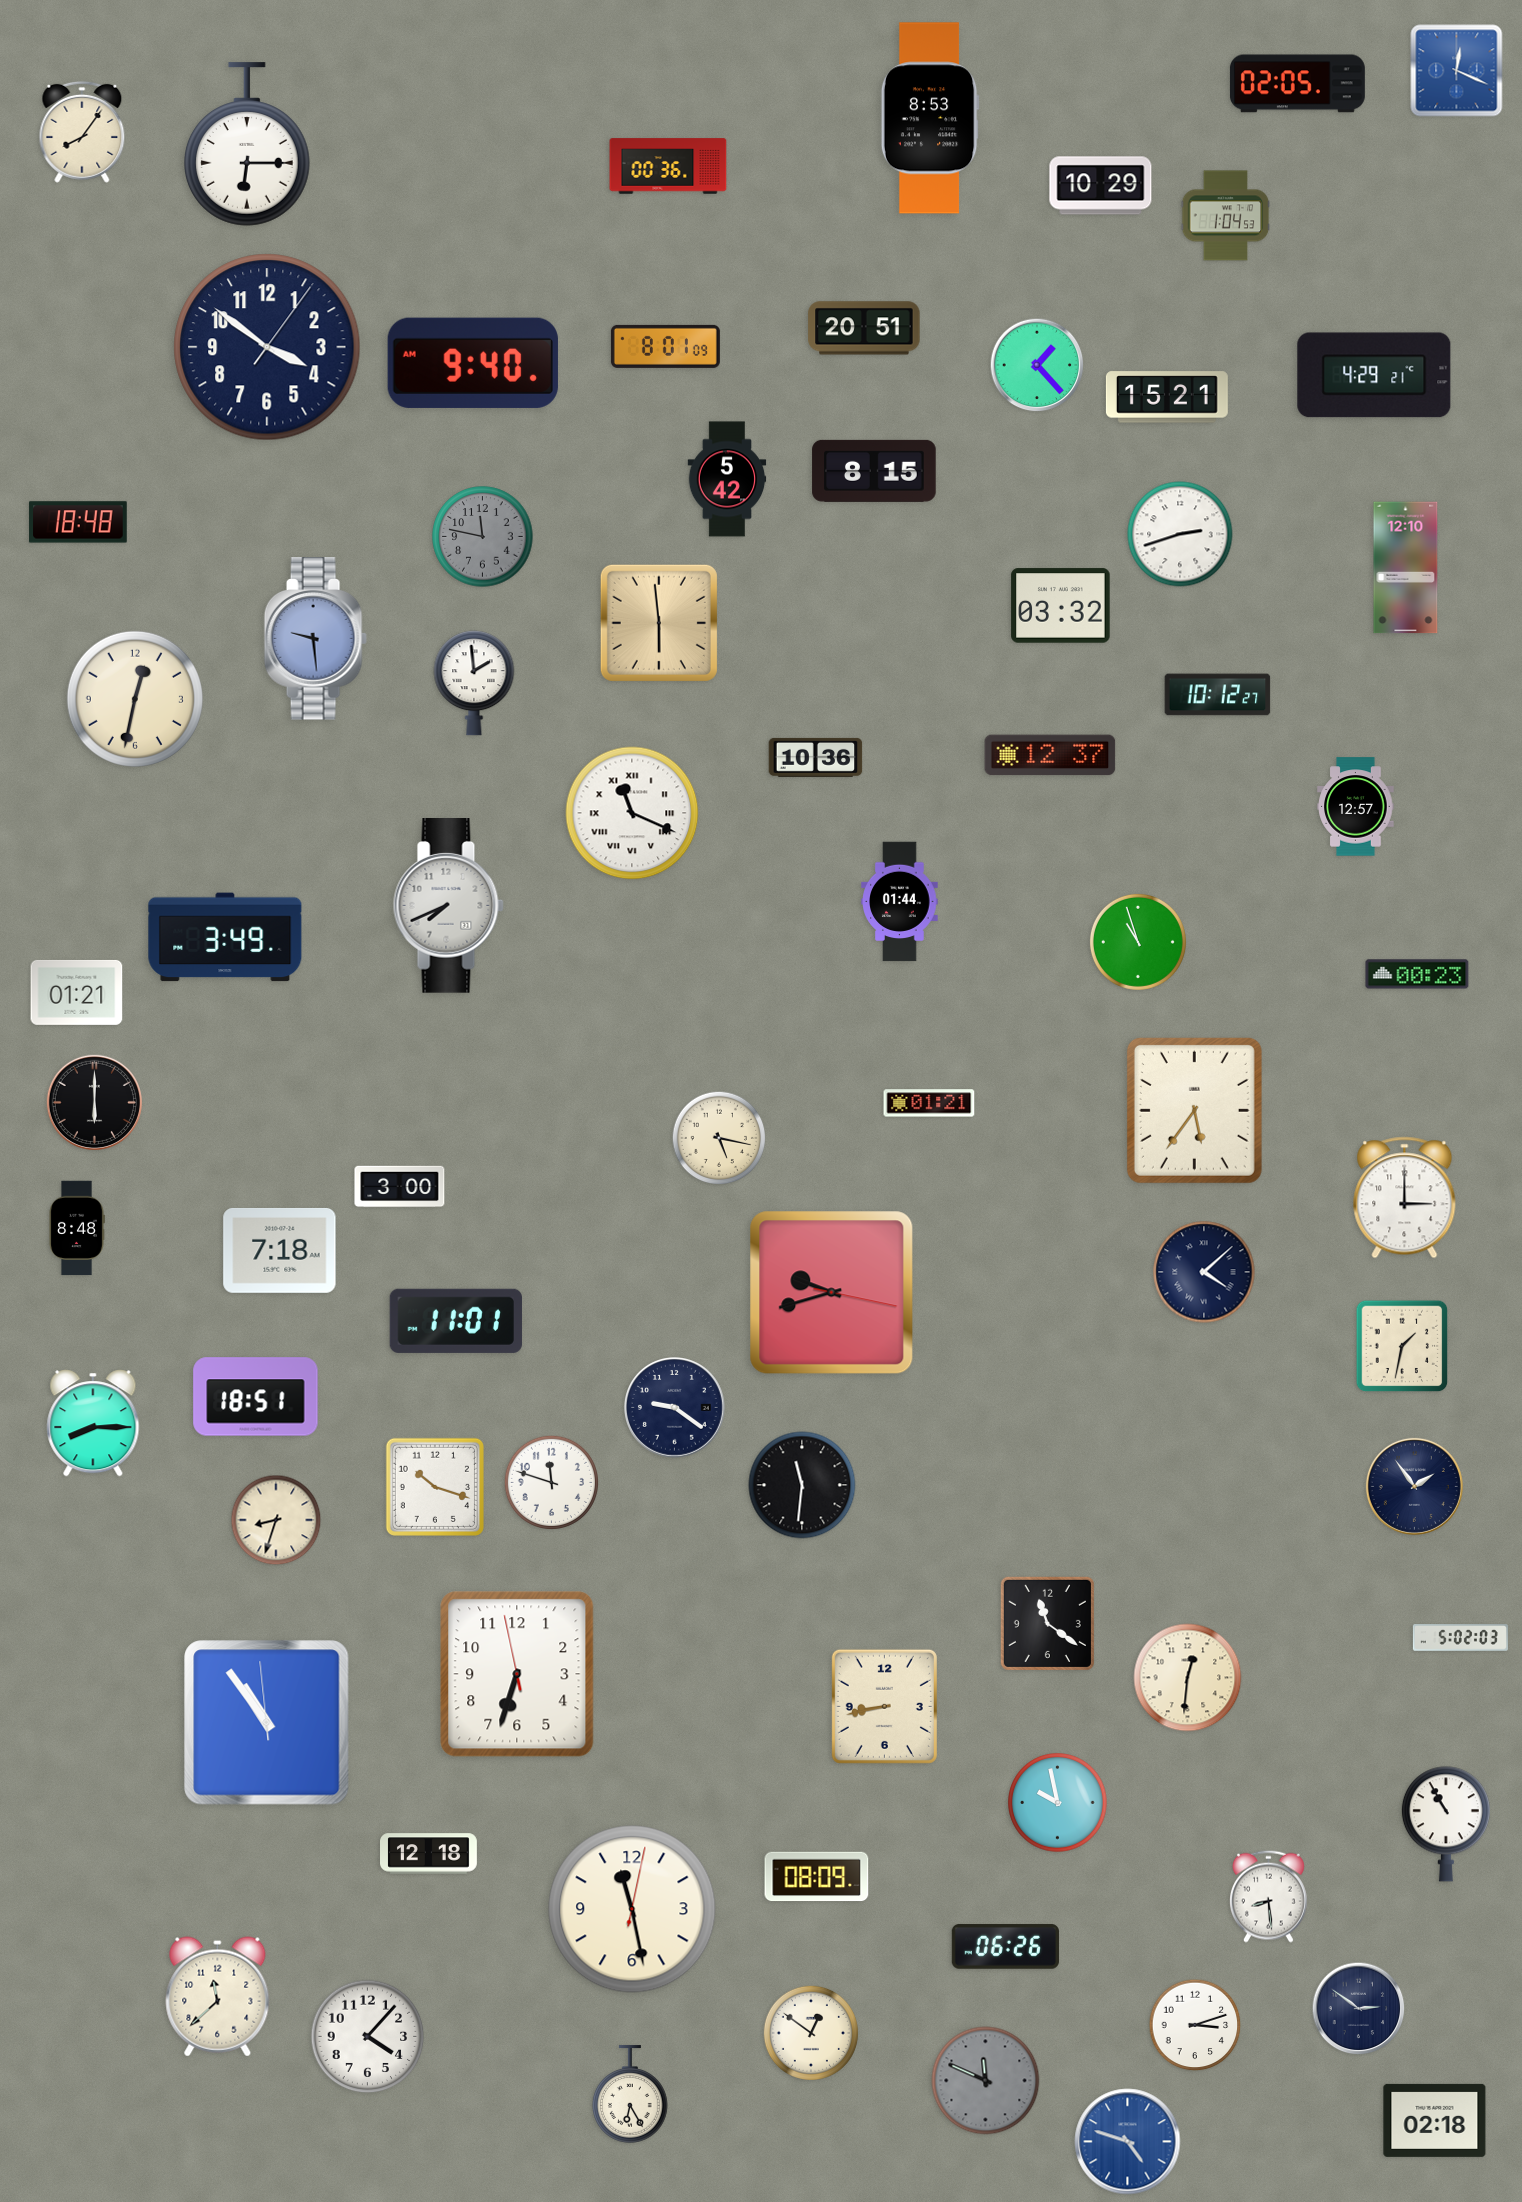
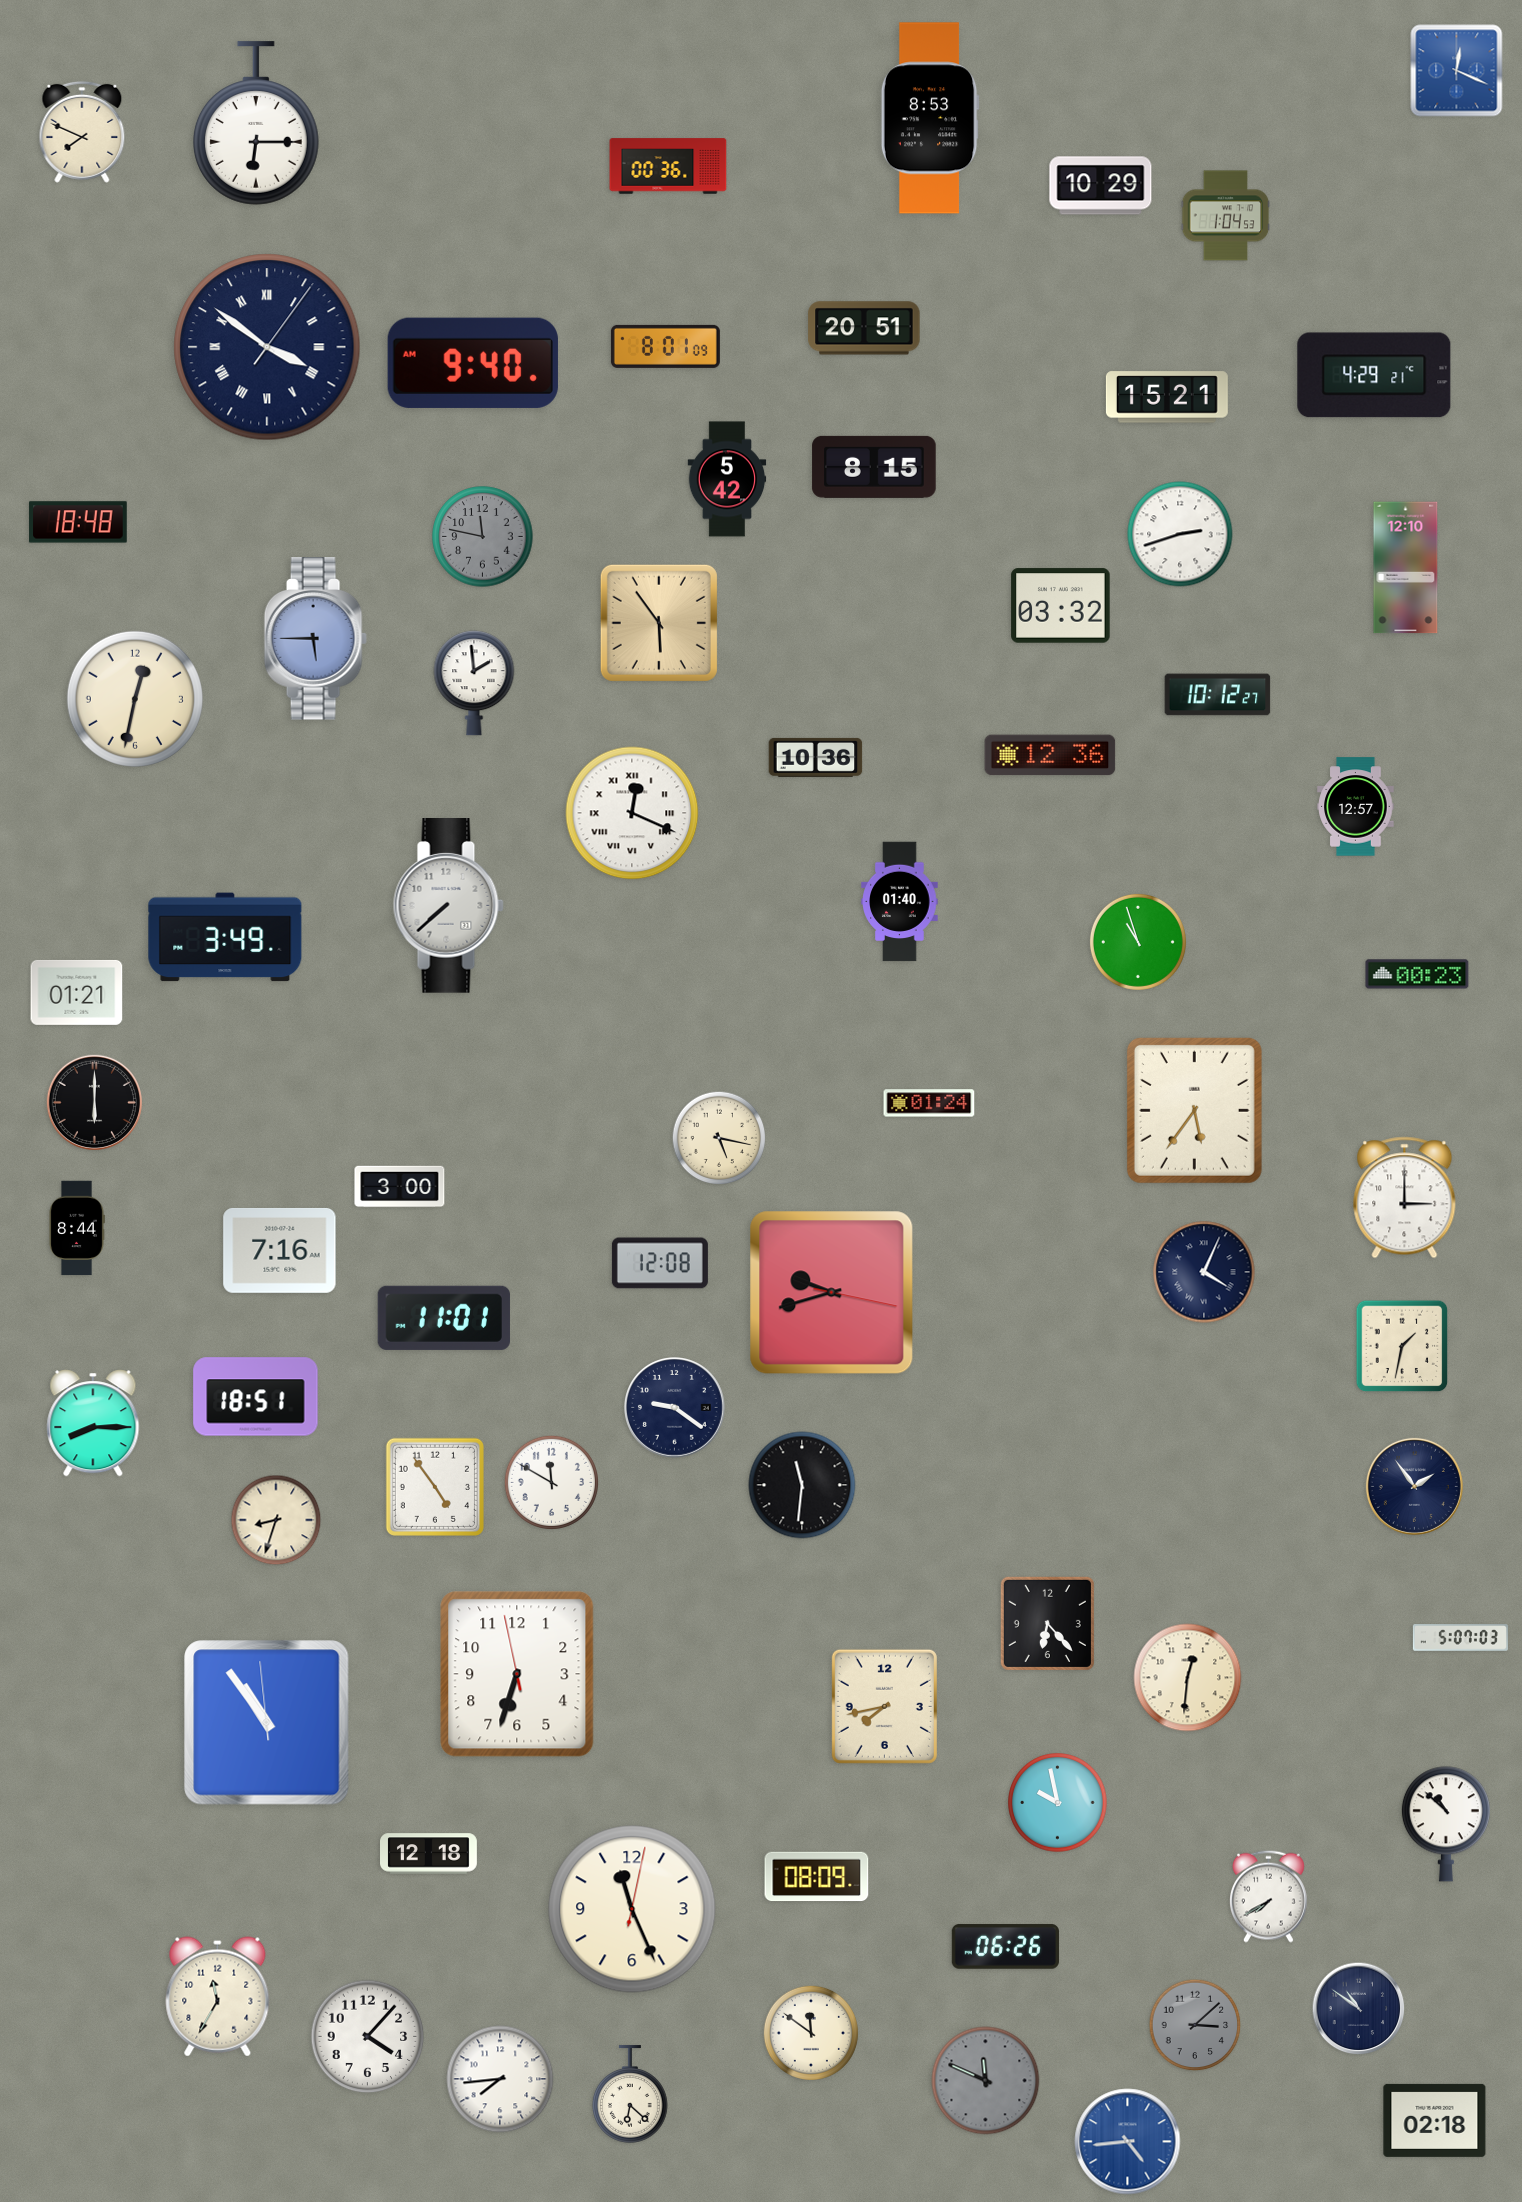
clock at (1297, 84): 02:05 -> none
clock at (82, 132): 8:06 -> 7:49
clock at (248, 144) position: (248, 144) -> (257, 123)
clock at (267, 347) numerals: Arabic -> Roman
clock at (1037, 365): 1:23 -> none
clock at (874, 471) position: (874, 471) -> (874, 467)
clock at (659, 623): 5:59 -> 5:54
clock at (315, 639): 9:29 -> 5:45
clock at (1050, 755): 12:37 -> 12:36
clock at (632, 813): 11:19 -> 12:19
clock at (900, 902): 01:44 -> 01:40
clock at (448, 906): 7:41 -> 7:38
clock at (929, 1103): 01:21 -> 01:24
clock at (77, 1228): 8:48 -> 8:44
clock at (280, 1250): 7:18 -> 7:16
clock at (660, 1263): none -> 12:08
clock at (1204, 1272): 4:08 -> 4:04
clock at (456, 1321) position: (456, 1321) -> (444, 1318)
clock at (551, 1482): 11:48 -> 11:50
clock at (435, 1487): 10:18 -> 4:54
clock at (1047, 1623): 11:21 -> 6:23
clock at (1460, 1638): 5:02 -> 5:07
clock at (884, 1706): 8:43 -> 7:43
clock at (1446, 1824): 10:55 -> 10:52
clock at (1269, 1896): 8:29 -> 7:40
clock at (632, 1909): 11:28 -> 11:26
clock at (218, 1997): 11:38 -> 11:35
clock at (1359, 2009): 2:51 -> 10:51
clock at (1195, 2025): 3:12 -> 3:08
clock at (1195, 2025) dial: white -> grey
clock at (811, 2033): 12:51 -> 11:51
clock at (500, 2079): none -> 7:44
clock at (630, 2094): 6:25 -> 6:22
clock at (1128, 2142): 4:48 -> 4:44
